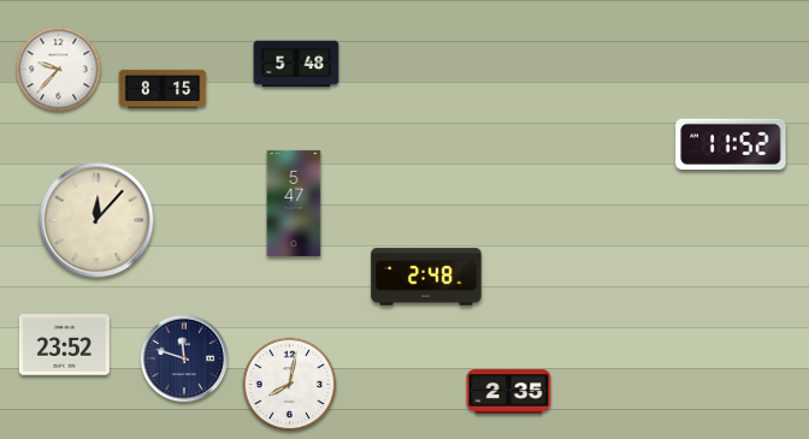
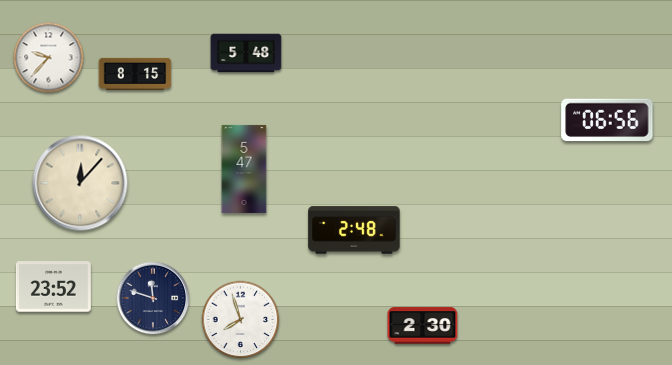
clock at (731, 143): 11:52 -> 06:56
clock at (290, 385): 8:02 -> 7:57
clock at (509, 392): 2:35 -> 2:30
